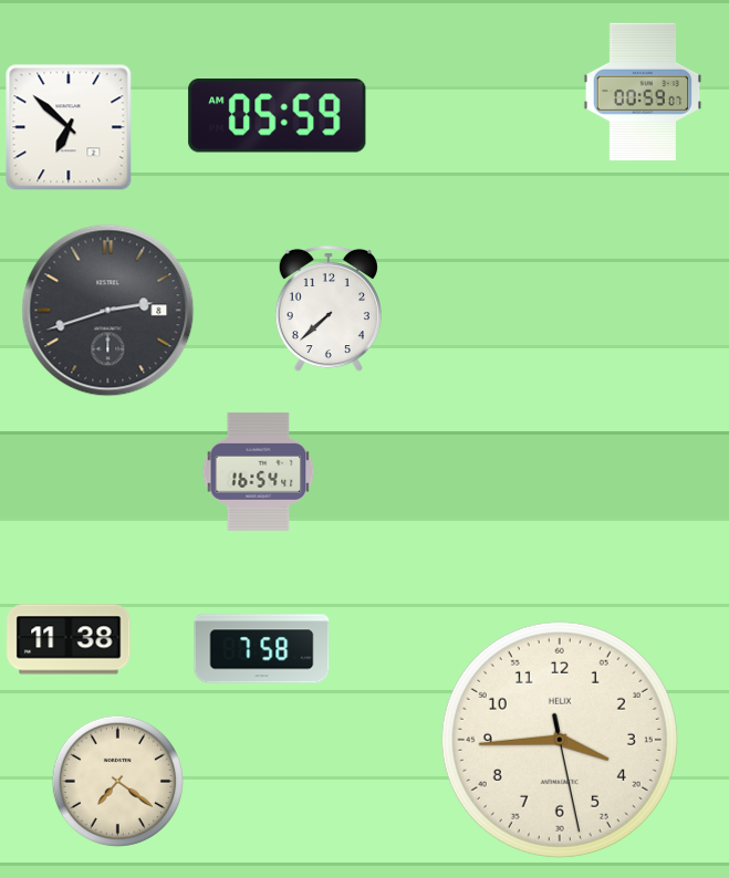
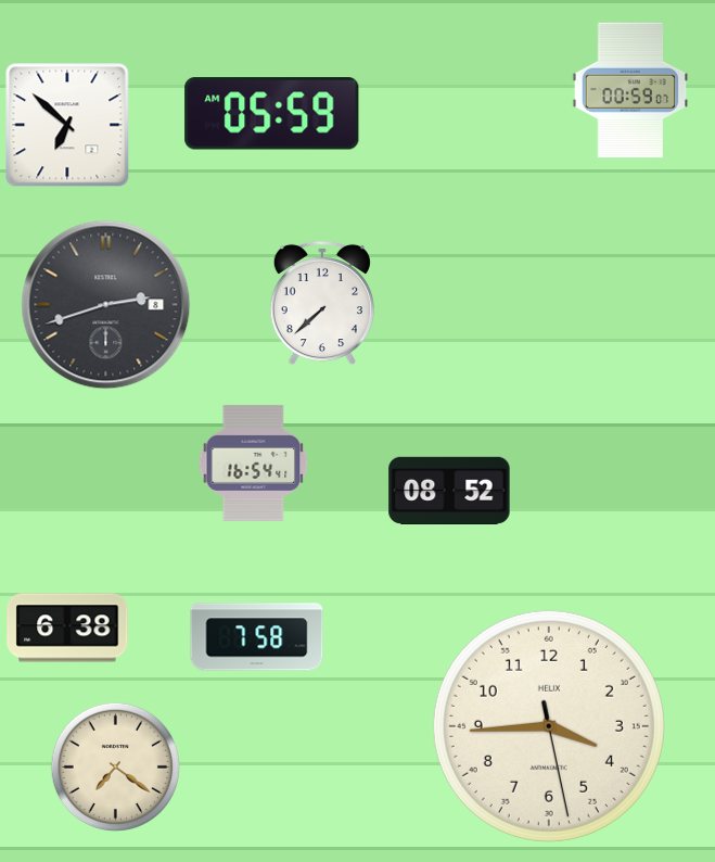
clock at (449, 490): none -> 08:52
clock at (69, 639): 11:38 -> 6:38
